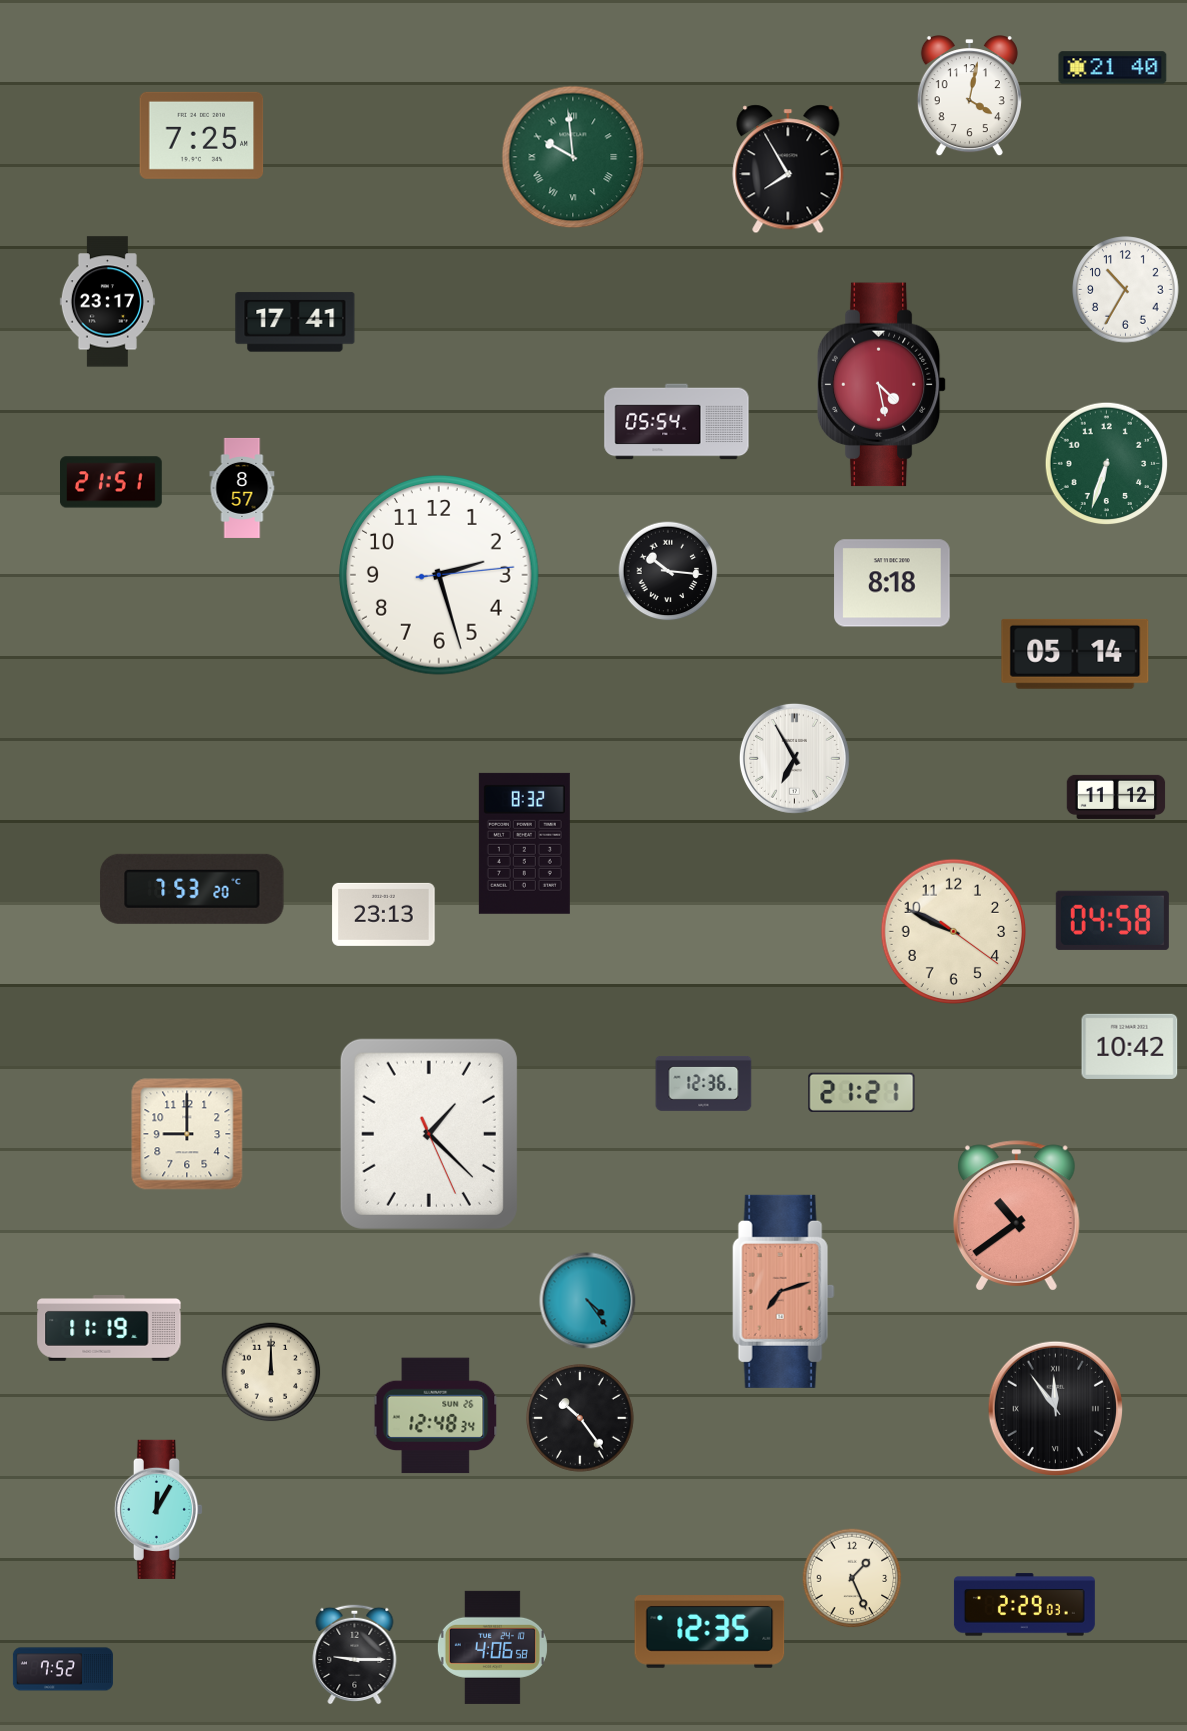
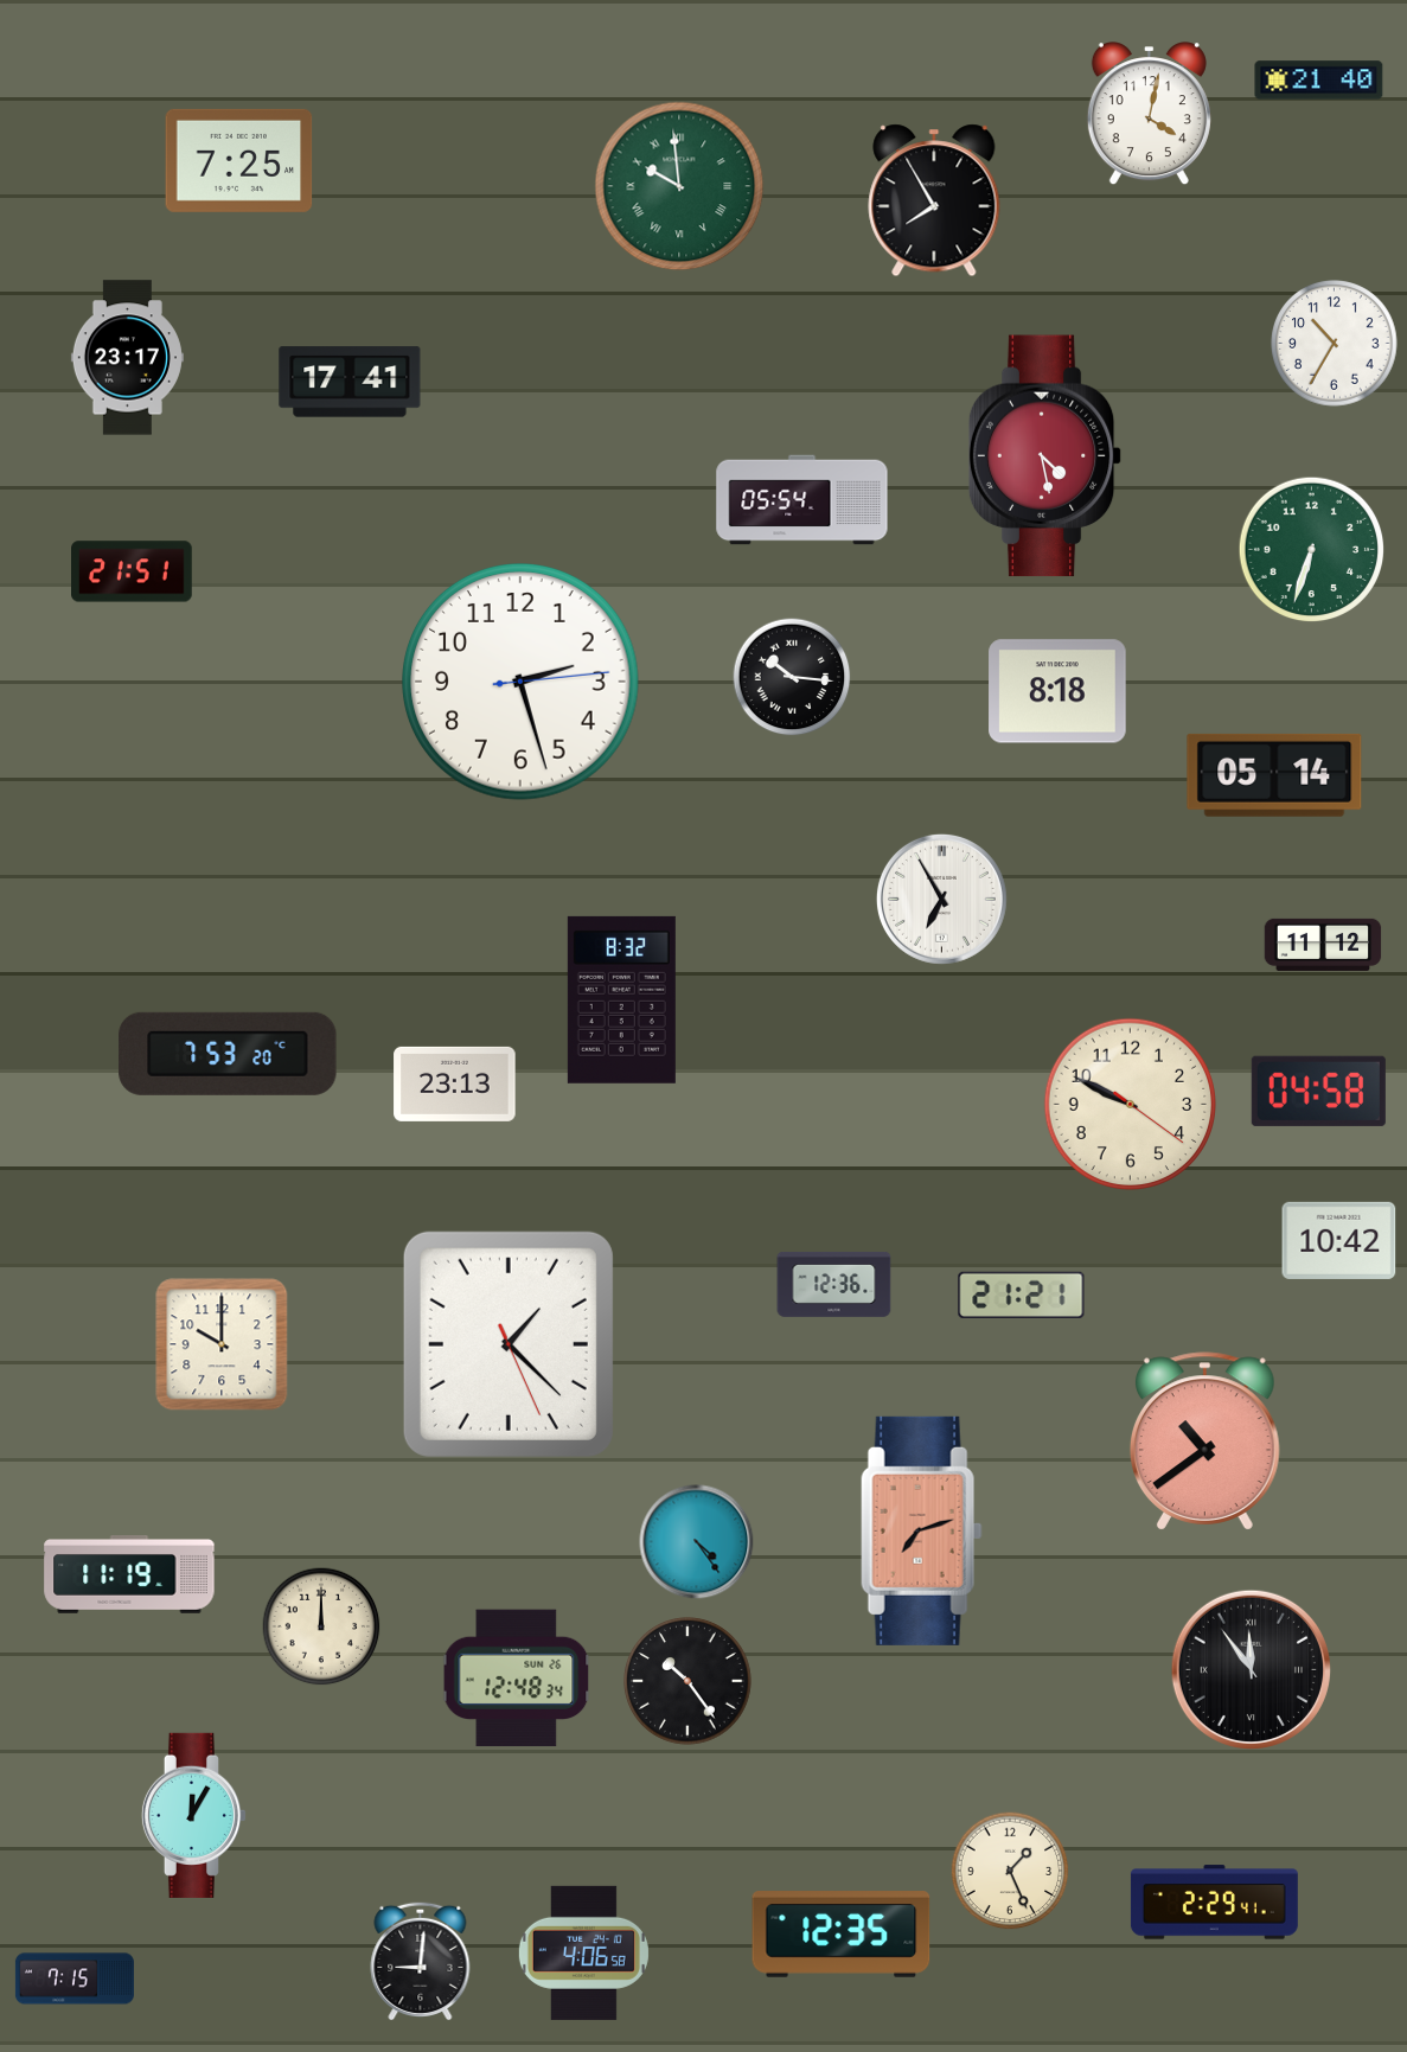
clock at (242, 488): 8:57 -> none
clock at (187, 1134): 9:00 -> 10:00
clock at (784, 1291) position: (784, 1291) -> (922, 1530)
clock at (158, 1509) position: (158, 1509) -> (193, 1815)
clock at (1024, 1605): 2:29:03 -> 2:29:41
clock at (355, 1654): 9:15 -> 9:01
clock at (63, 1669): 7:52 -> 7:15
